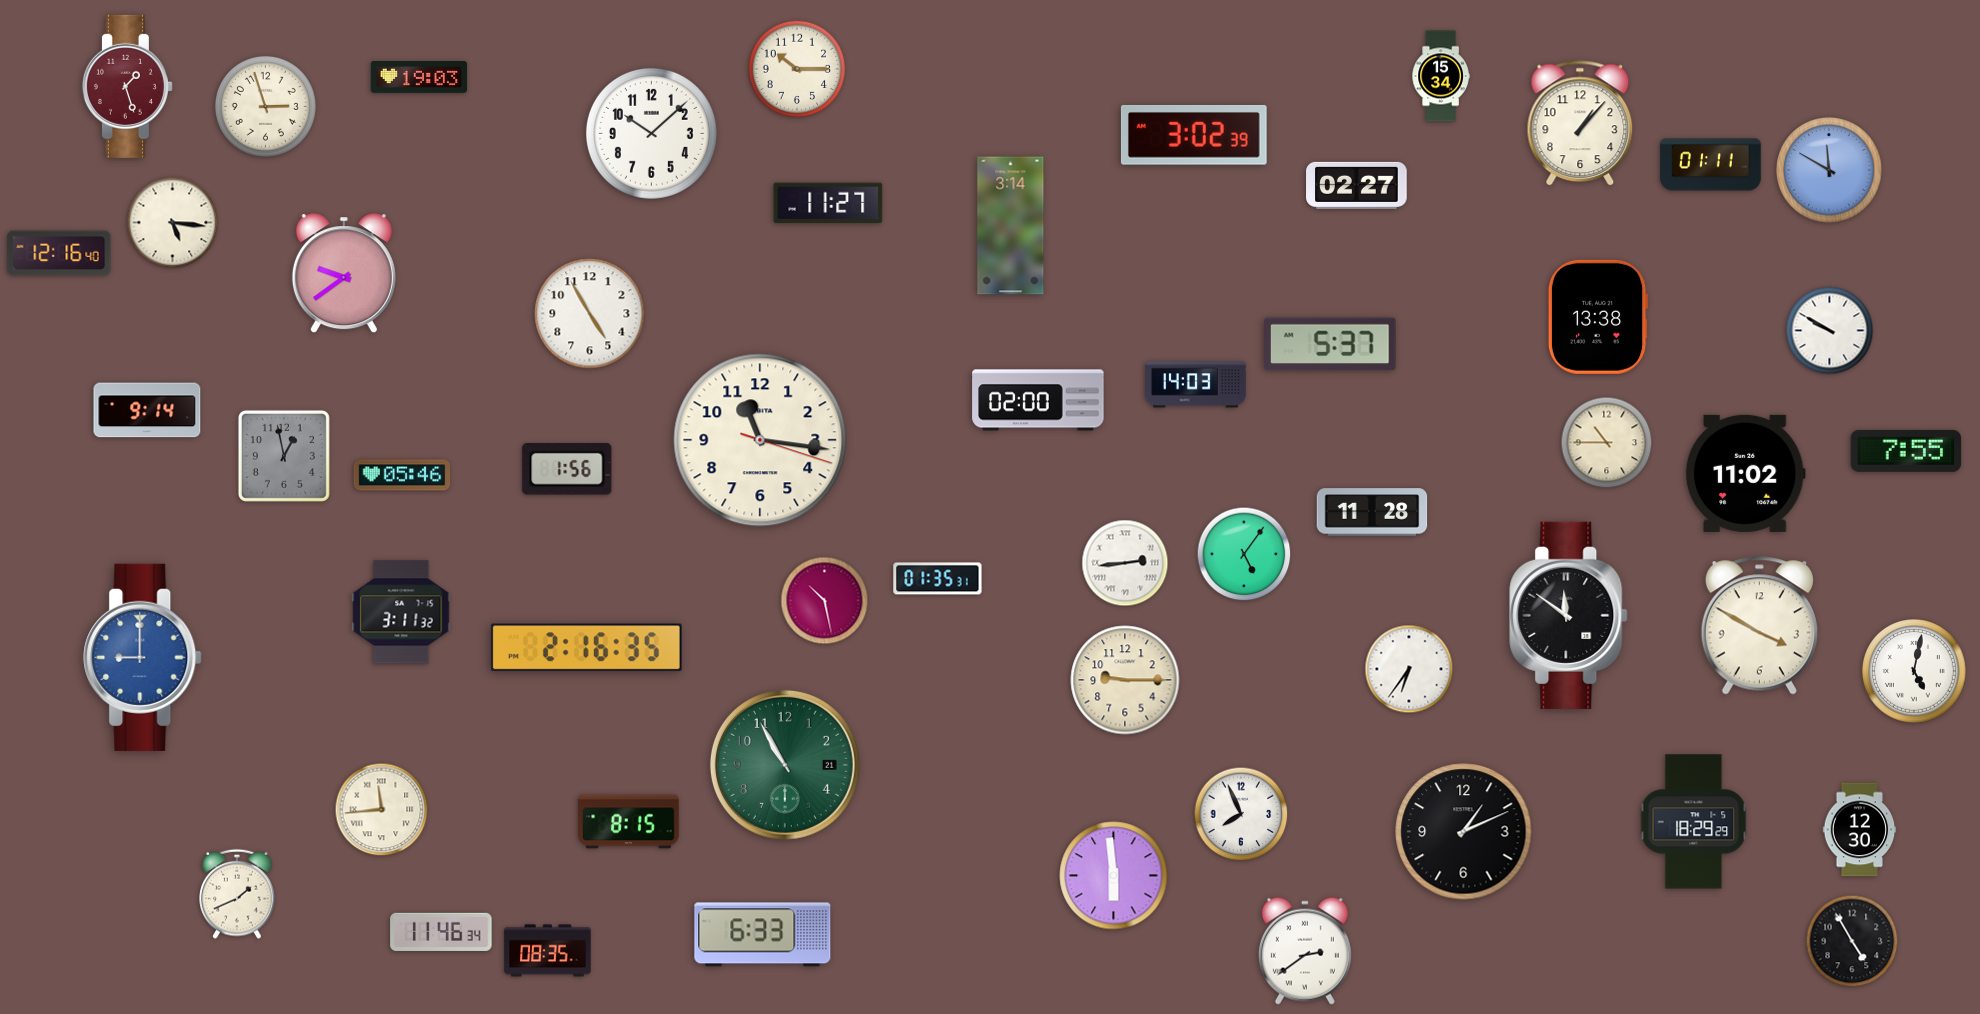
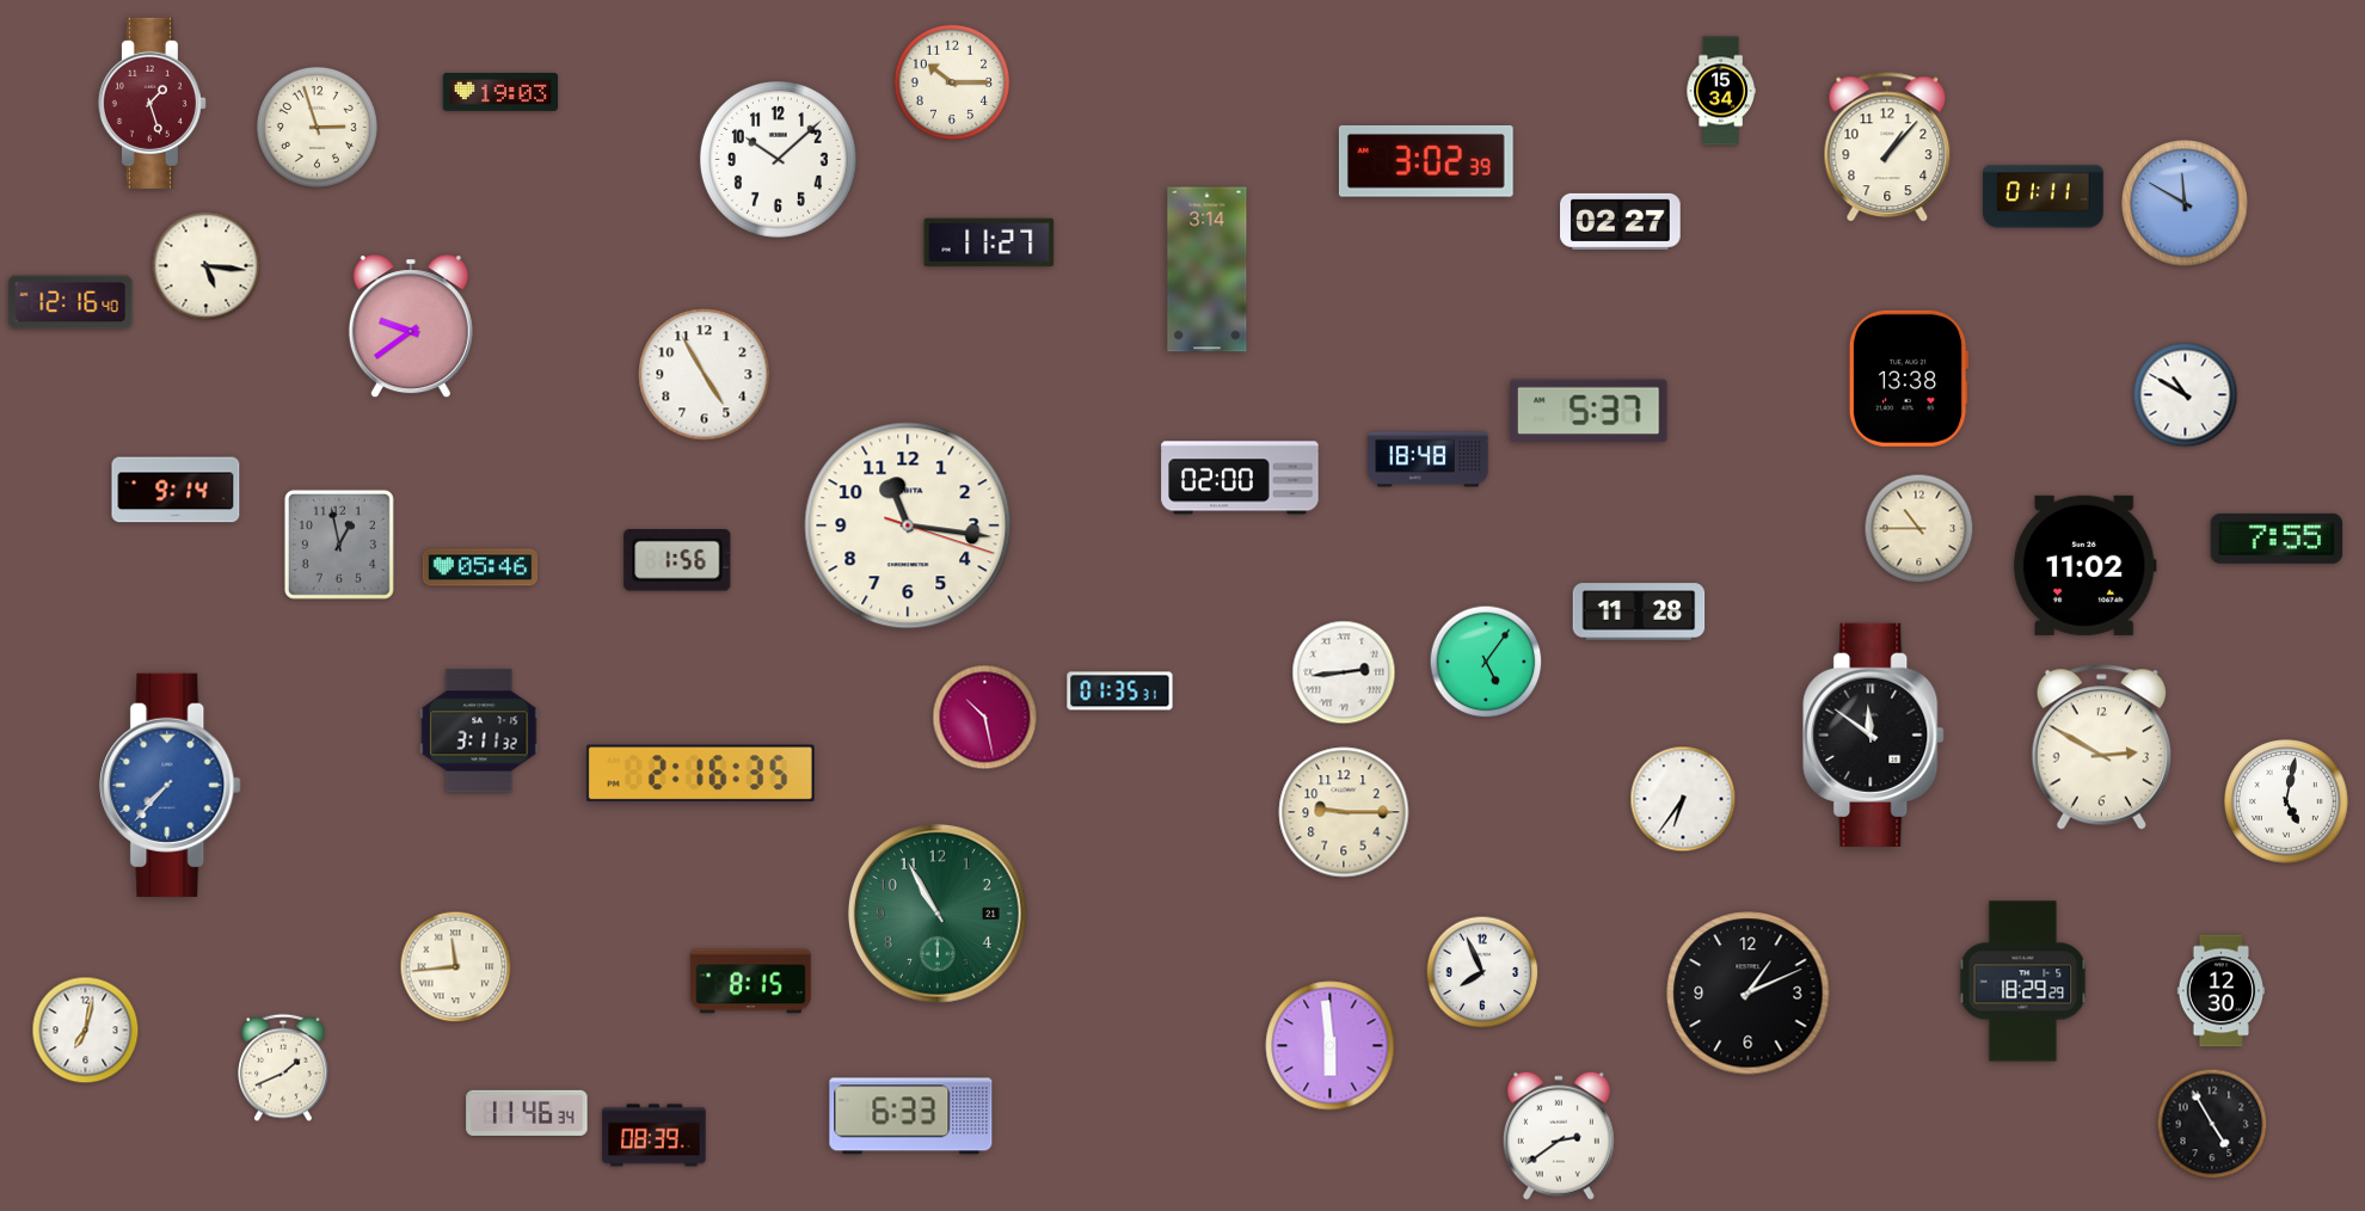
clock at (1830, 331): 9:50 -> 10:50
clock at (1196, 385): 14:03 -> 18:48
clock at (1759, 626): 3:50 -> 2:50
clock at (143, 657): 9:00 -> 7:37
clock at (86, 1031): none -> 7:02
clock at (548, 951): 08:35 -> 08:39
